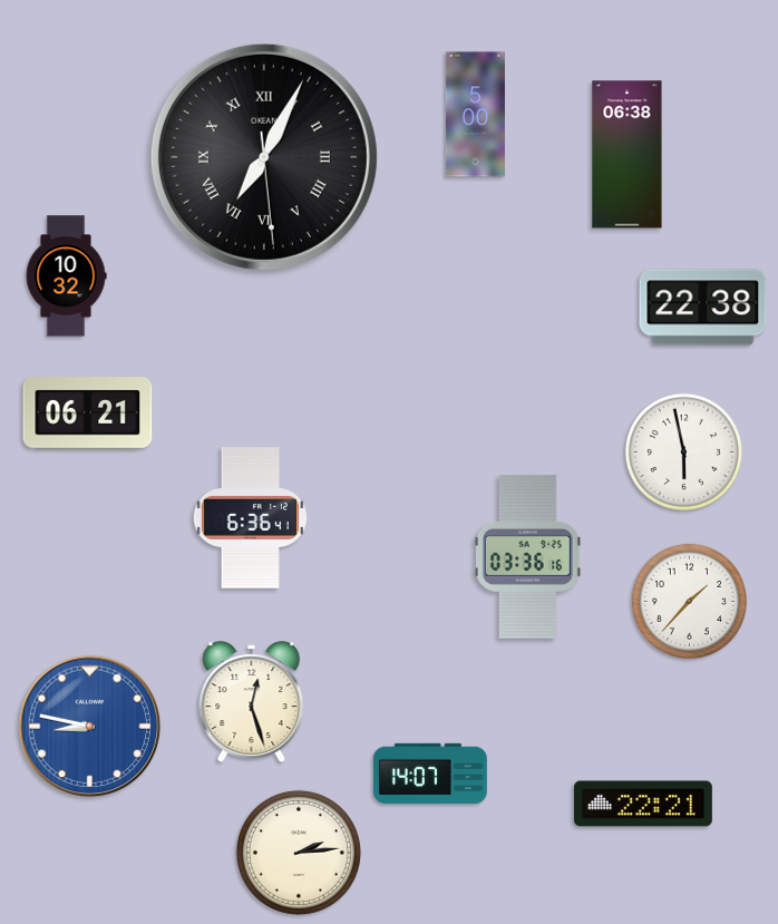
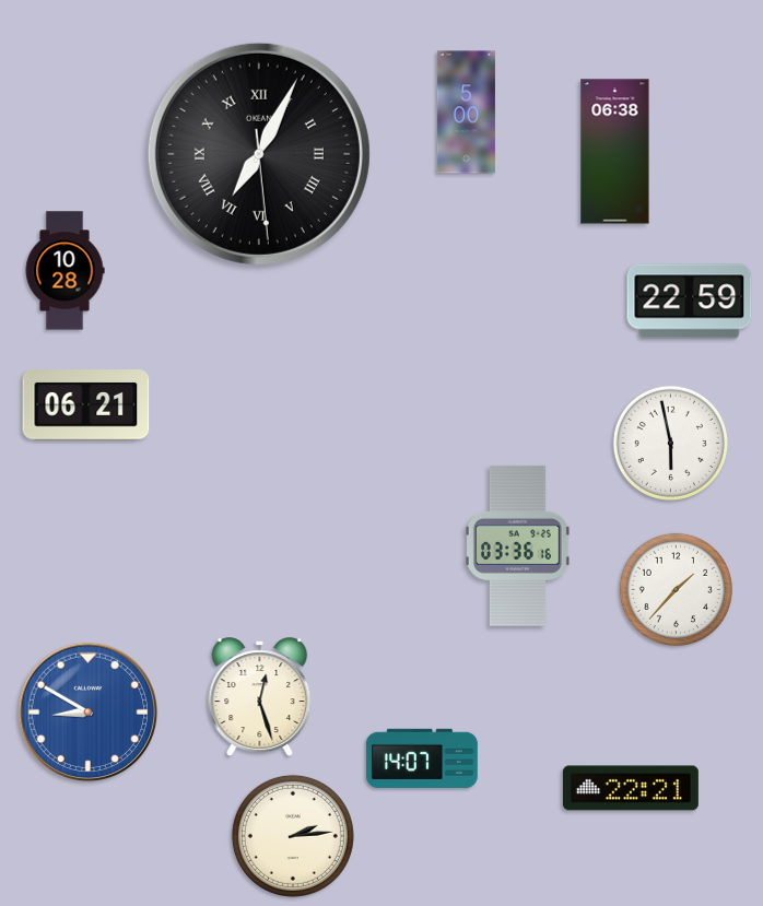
clock at (66, 276): 10:32 -> 10:28
clock at (703, 308): 22:38 -> 22:59
clock at (250, 518): 6:36 -> none
clock at (252, 701) position: (252, 701) -> (260, 696)
clock at (90, 727): 8:47 -> 8:50
